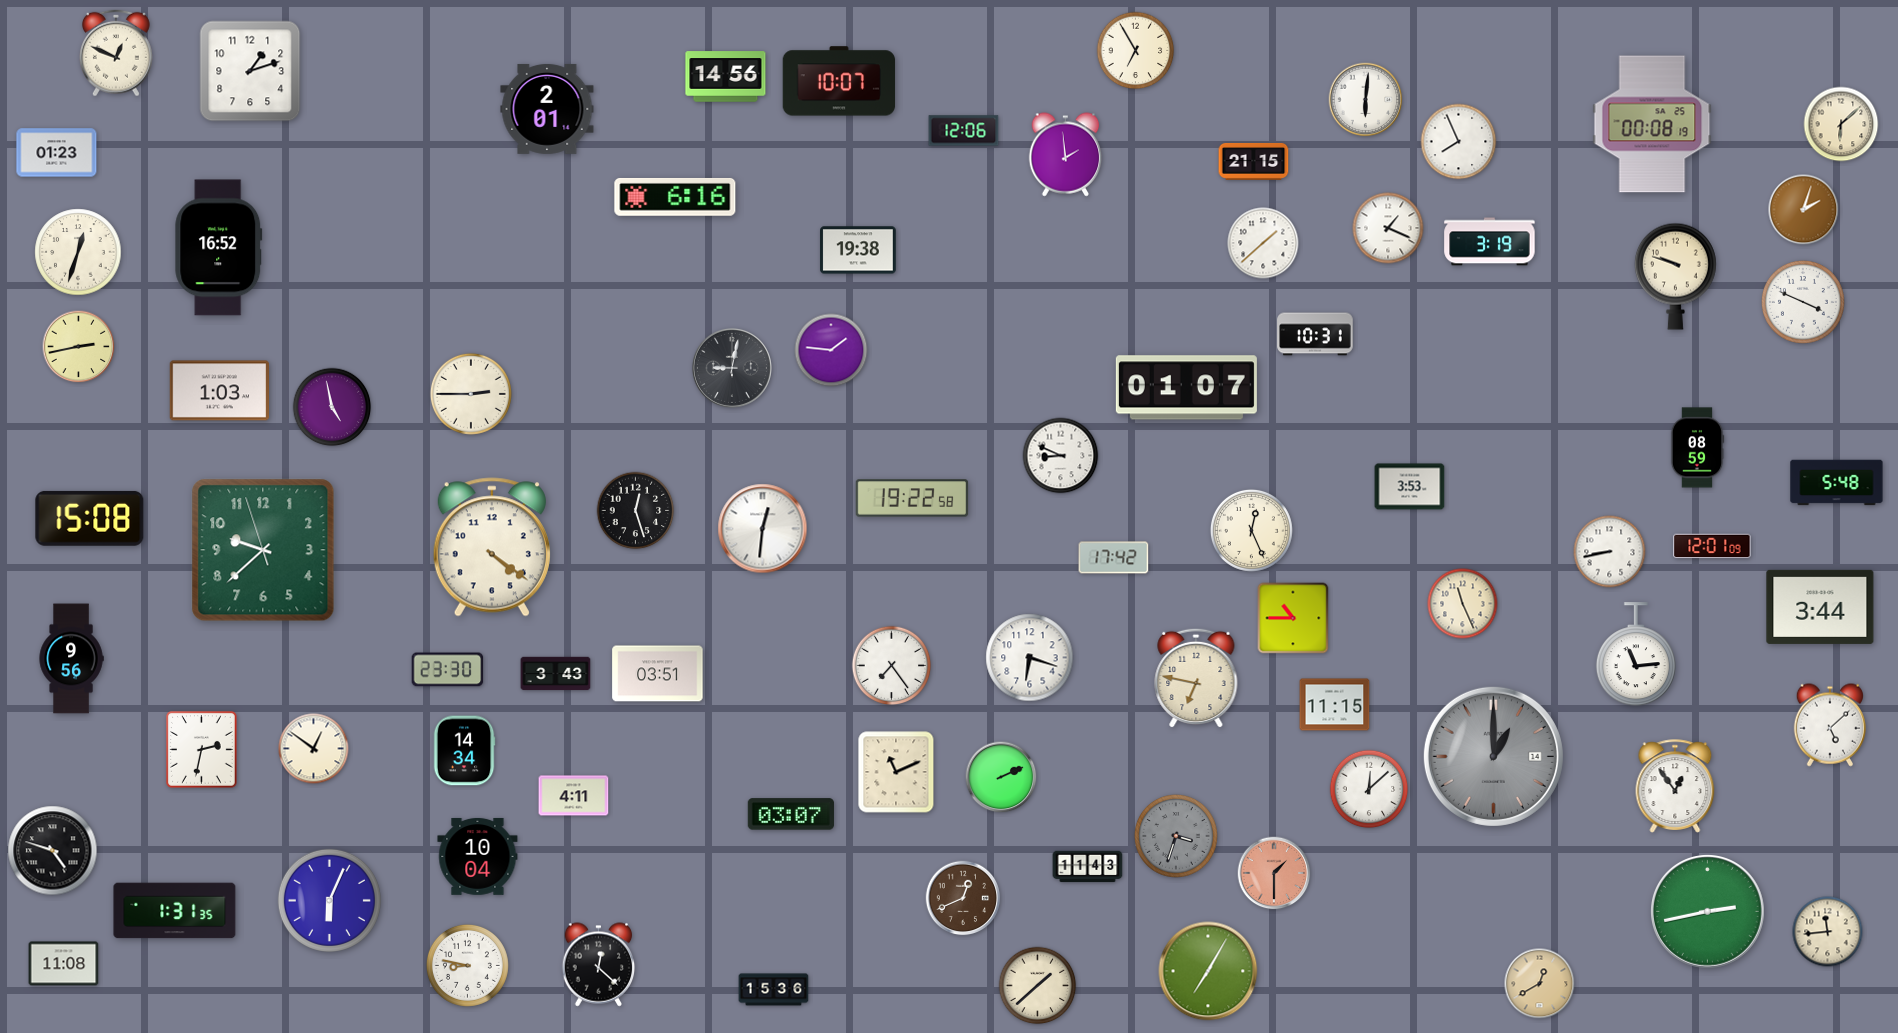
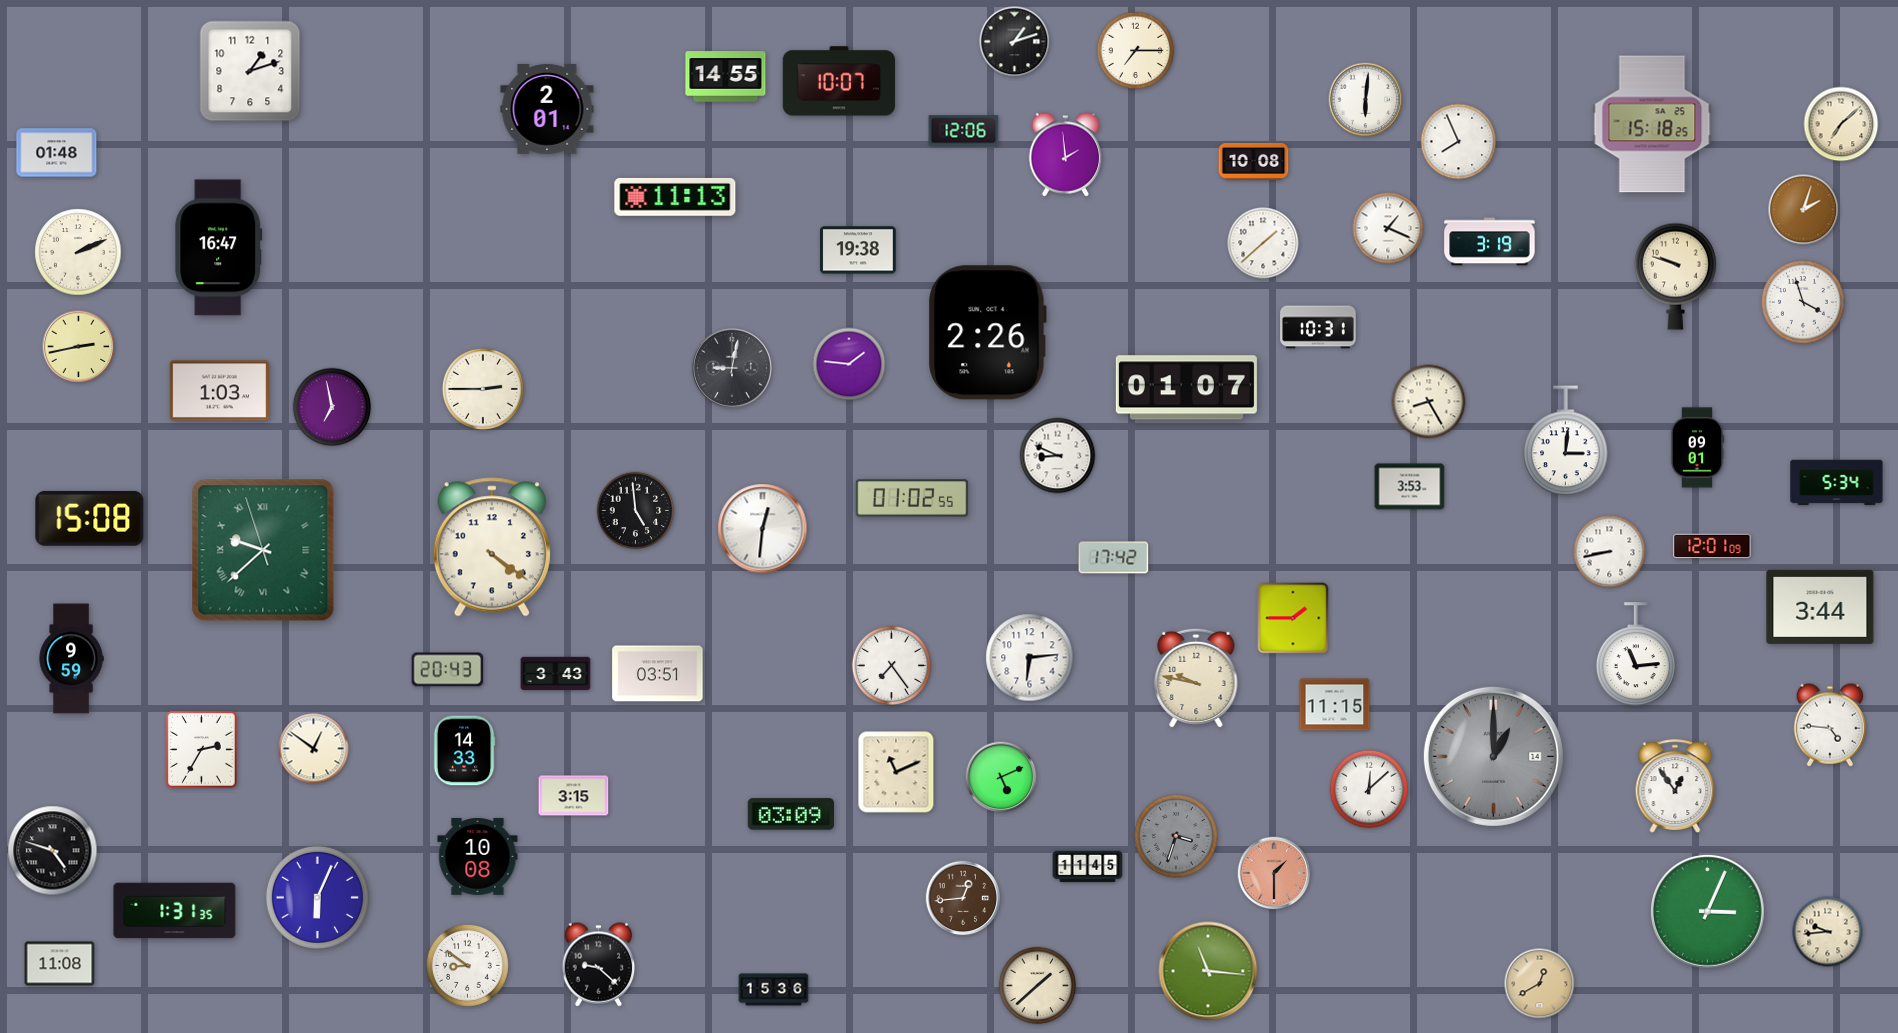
clock at (1015, 42): none -> 1:12
clock at (1136, 51): 6:55 -> 7:15
clock at (116, 53): 12:49 -> none
clock at (726, 77): 14:56 -> 14:55
clock at (1652, 124): 00:08 -> 15:18
clock at (1841, 124): 6:08 -> 7:08
clock at (57, 153): 01:23 -> 01:48
clock at (1254, 161): 21:15 -> 10:08
clock at (675, 197): 6:16 -> 11:13
clock at (219, 248): 16:52 -> 16:47
clock at (78, 252): 12:33 -> 2:11
clock at (1803, 302): 3:49 -> 3:57
clock at (987, 333): none -> 2:26
clock at (1315, 334) position: (1315, 334) -> (1318, 327)
clock at (831, 350) position: (831, 350) -> (849, 364)
clock at (471, 394) position: (471, 394) -> (483, 389)
clock at (1429, 402): none -> 8:25
clock at (332, 407): 4:58 -> 6:58
clock at (1566, 441): none -> 3:01
clock at (1697, 448): 08:59 -> 09:01
clock at (1061, 456) position: (1061, 456) -> (1058, 456)
clock at (1837, 483): 5:48 -> 5:34
clock at (912, 498): 19:22 -> 01:02
clock at (636, 511): 12:27 -> 4:59
clock at (1251, 530): 12:26 -> none
clock at (263, 550) numerals: Arabic -> Roman
clock at (1463, 604): 11:26 -> none
clock at (1293, 618): 10:45 -> 1:45
clock at (1030, 658): 6:18 -> 6:14
clock at (71, 659): 9:56 -> 9:59
clock at (448, 670): 23:30 -> 20:43
clock at (1196, 678): 6:47 -> 9:47
clock at (1829, 725): 5:08 -> 4:46
clock at (202, 750): 2:32 -> 2:35
clock at (464, 751): 14:34 -> 14:33
clock at (1001, 777): 2:11 -> 5:11
clock at (574, 796): 4:11 -> 3:15
clock at (791, 814): 03:07 -> 03:09
clock at (478, 856): 10:04 -> 10:08
clock at (1088, 867): 11:43 -> 11:45
clock at (963, 898): 12:41 -> 12:44
clock at (329, 900) position: (329, 900) -> (317, 897)
clock at (1708, 912): 2:43 -> 3:04
clock at (1828, 932): 11:44 -> 9:44
clock at (64, 964) position: (64, 964) -> (60, 964)
clock at (467, 965): 8:47 -> 8:51
clock at (599, 965): 12:22 -> 9:22
clock at (1208, 971): 7:05 -> 11:16
